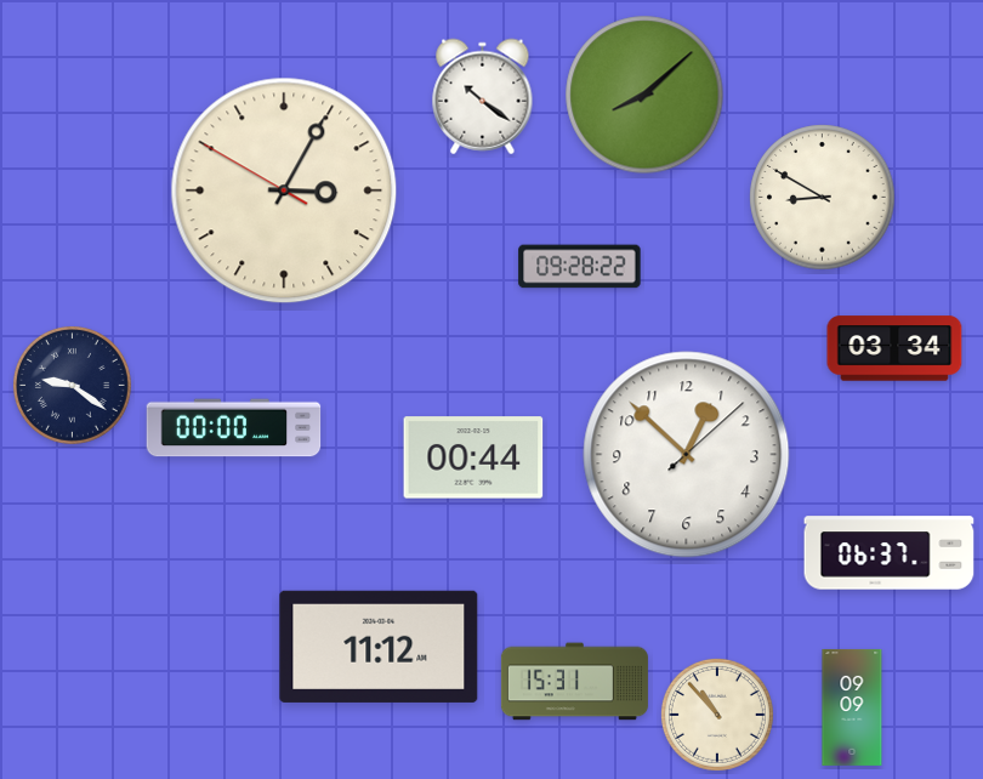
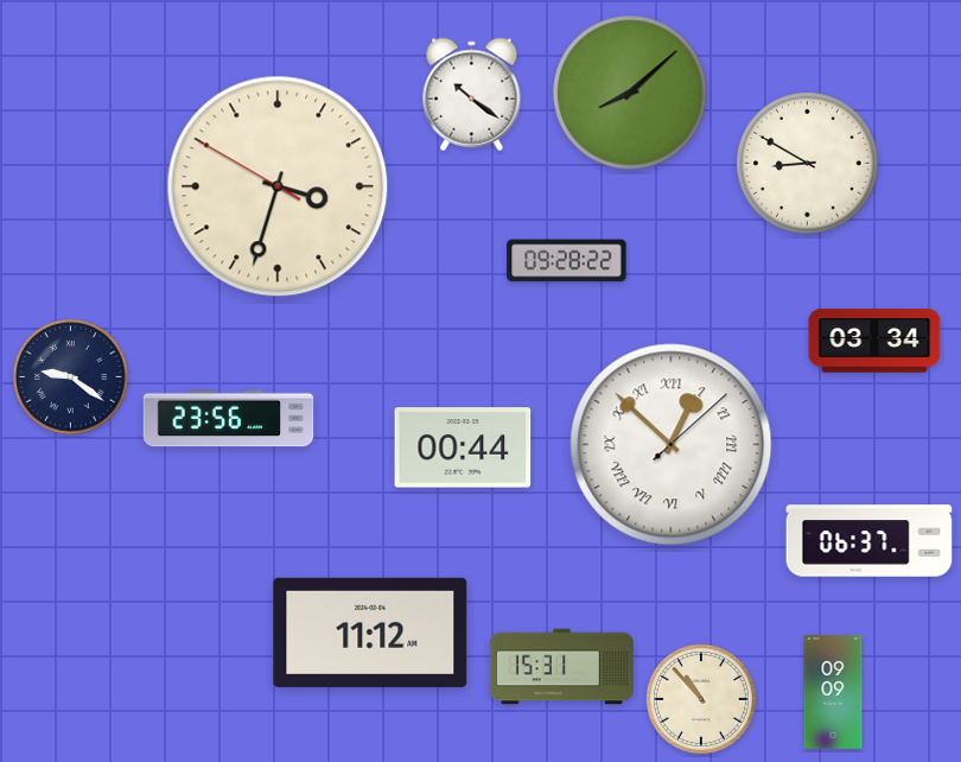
clock at (284, 191): 3:04 -> 3:32
clock at (823, 198) position: (823, 198) -> (808, 164)
clock at (234, 428): 00:00 -> 23:56
clock at (687, 455) numerals: Arabic -> Roman
